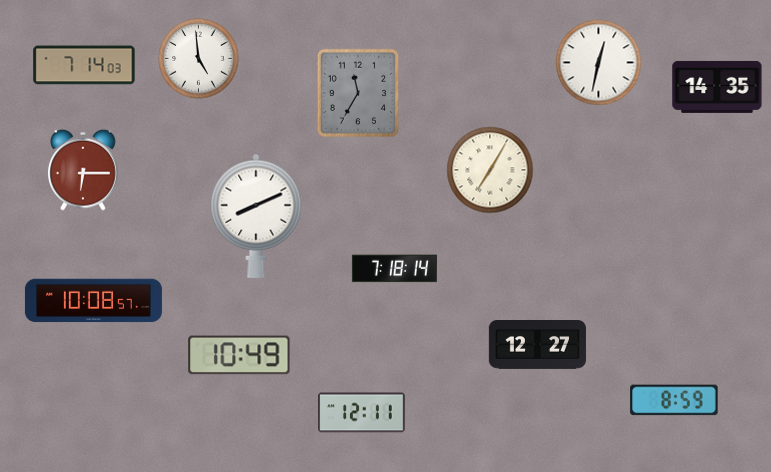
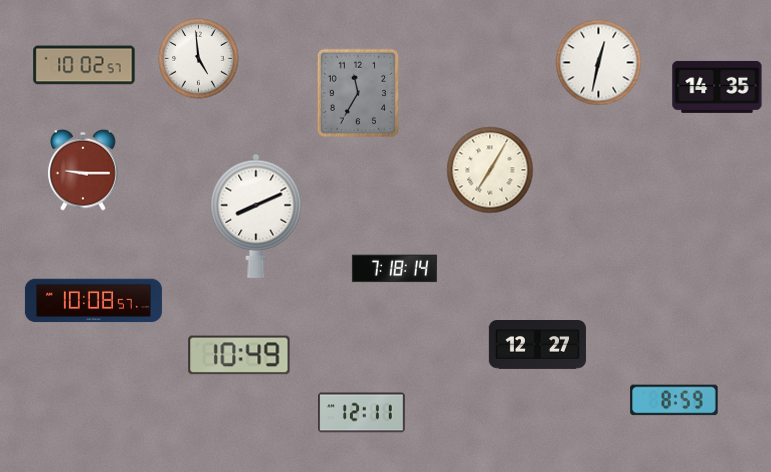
clock at (84, 65): 7:14 -> 10:02
clock at (83, 170): 6:15 -> 9:15
